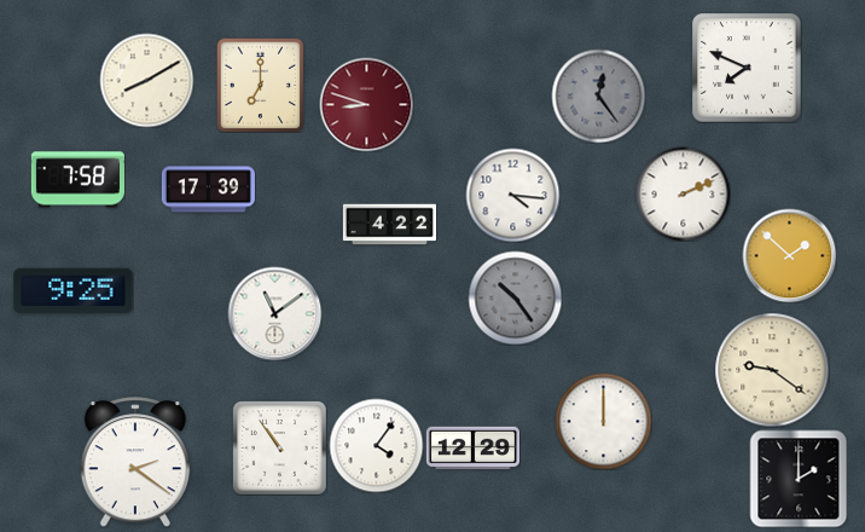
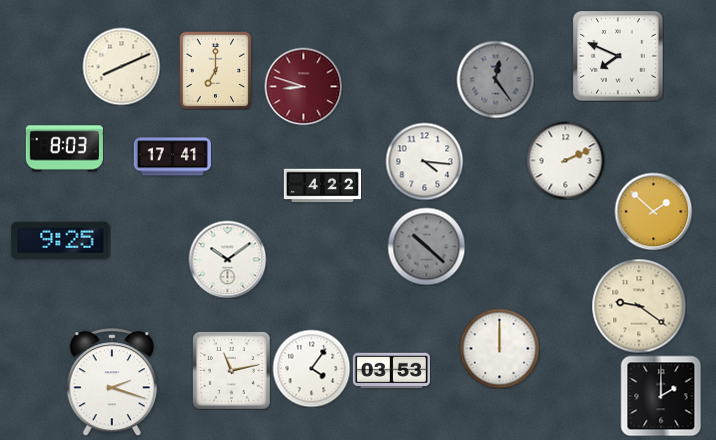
clock at (146, 80): 8:10 -> 8:11
clock at (77, 180): 7:58 -> 8:03
clock at (208, 190): 17:39 -> 17:41
clock at (515, 297): 10:24 -> 10:22
clock at (274, 313): 11:09 -> 10:09
clock at (279, 447): 10:54 -> 11:13
clock at (472, 449): 12:29 -> 03:53
clock at (135, 462): 2:21 -> 2:18
